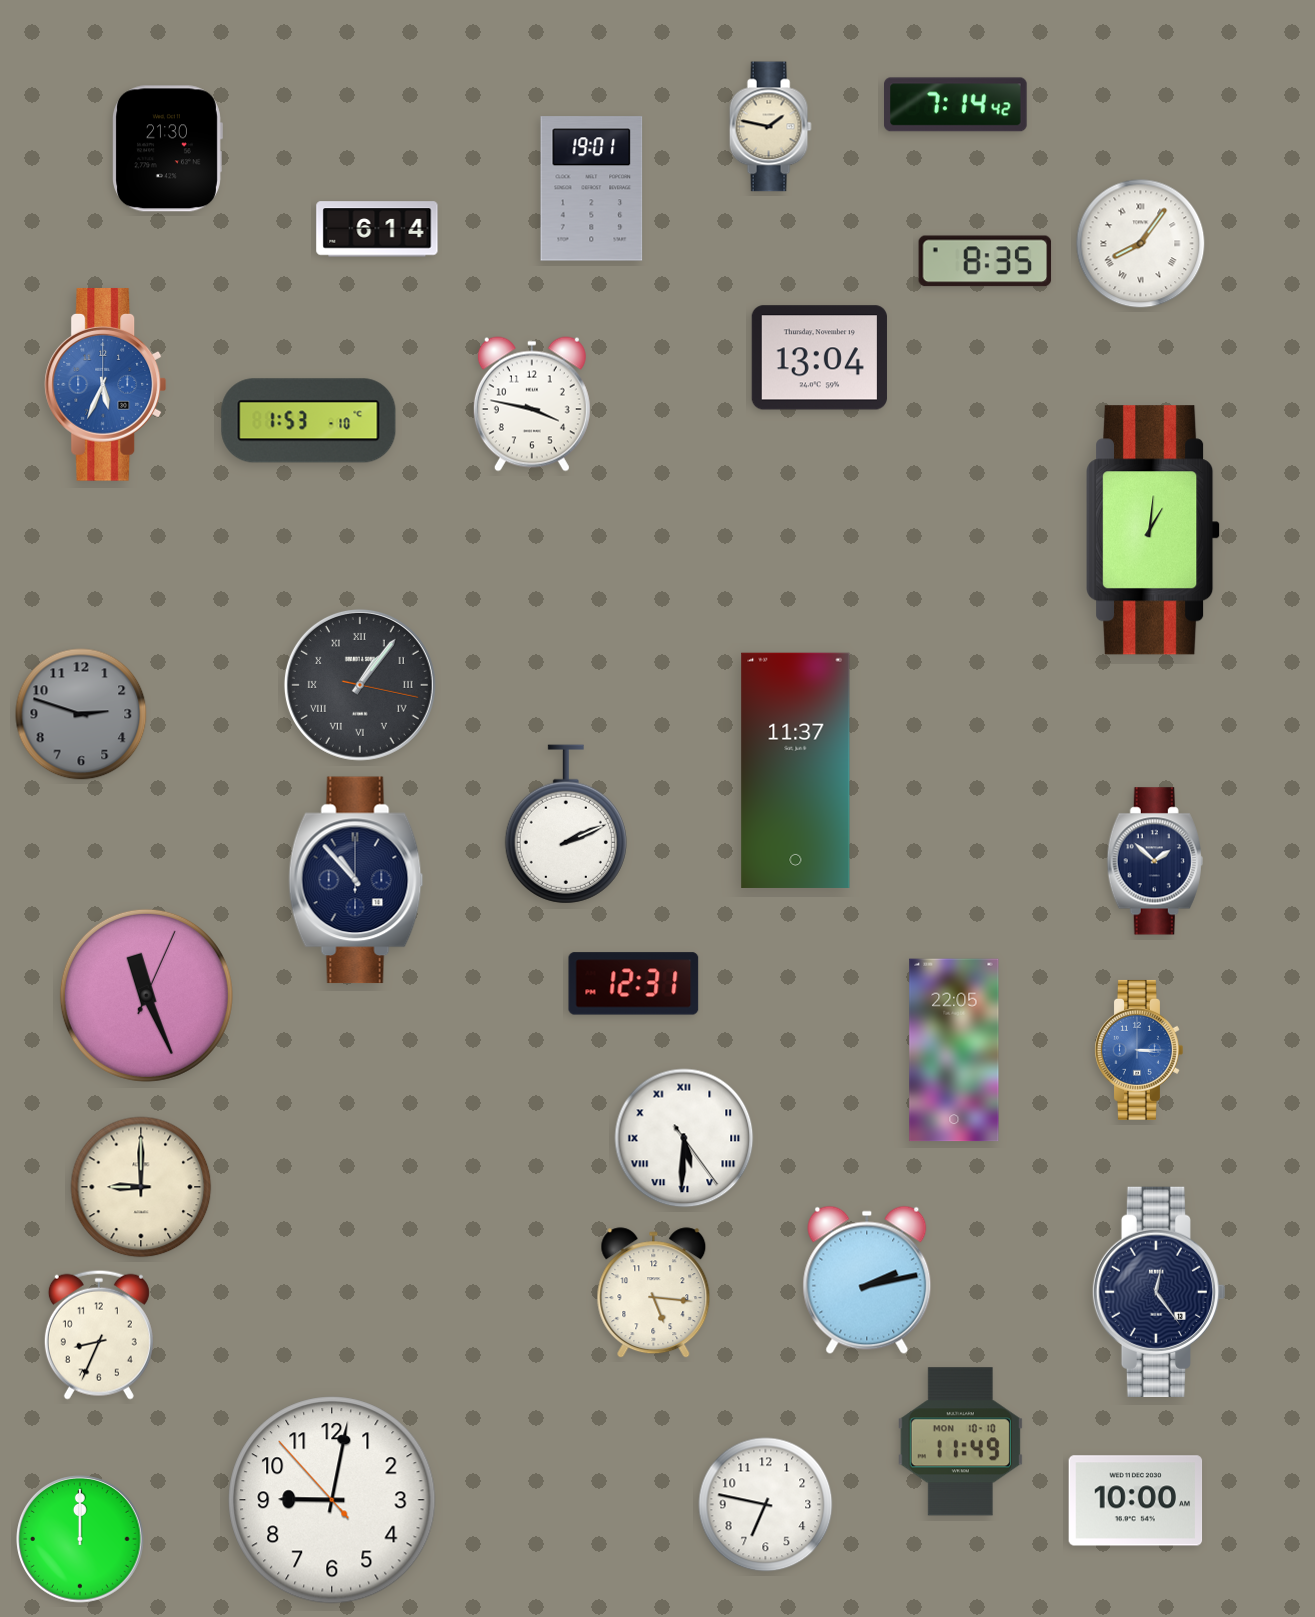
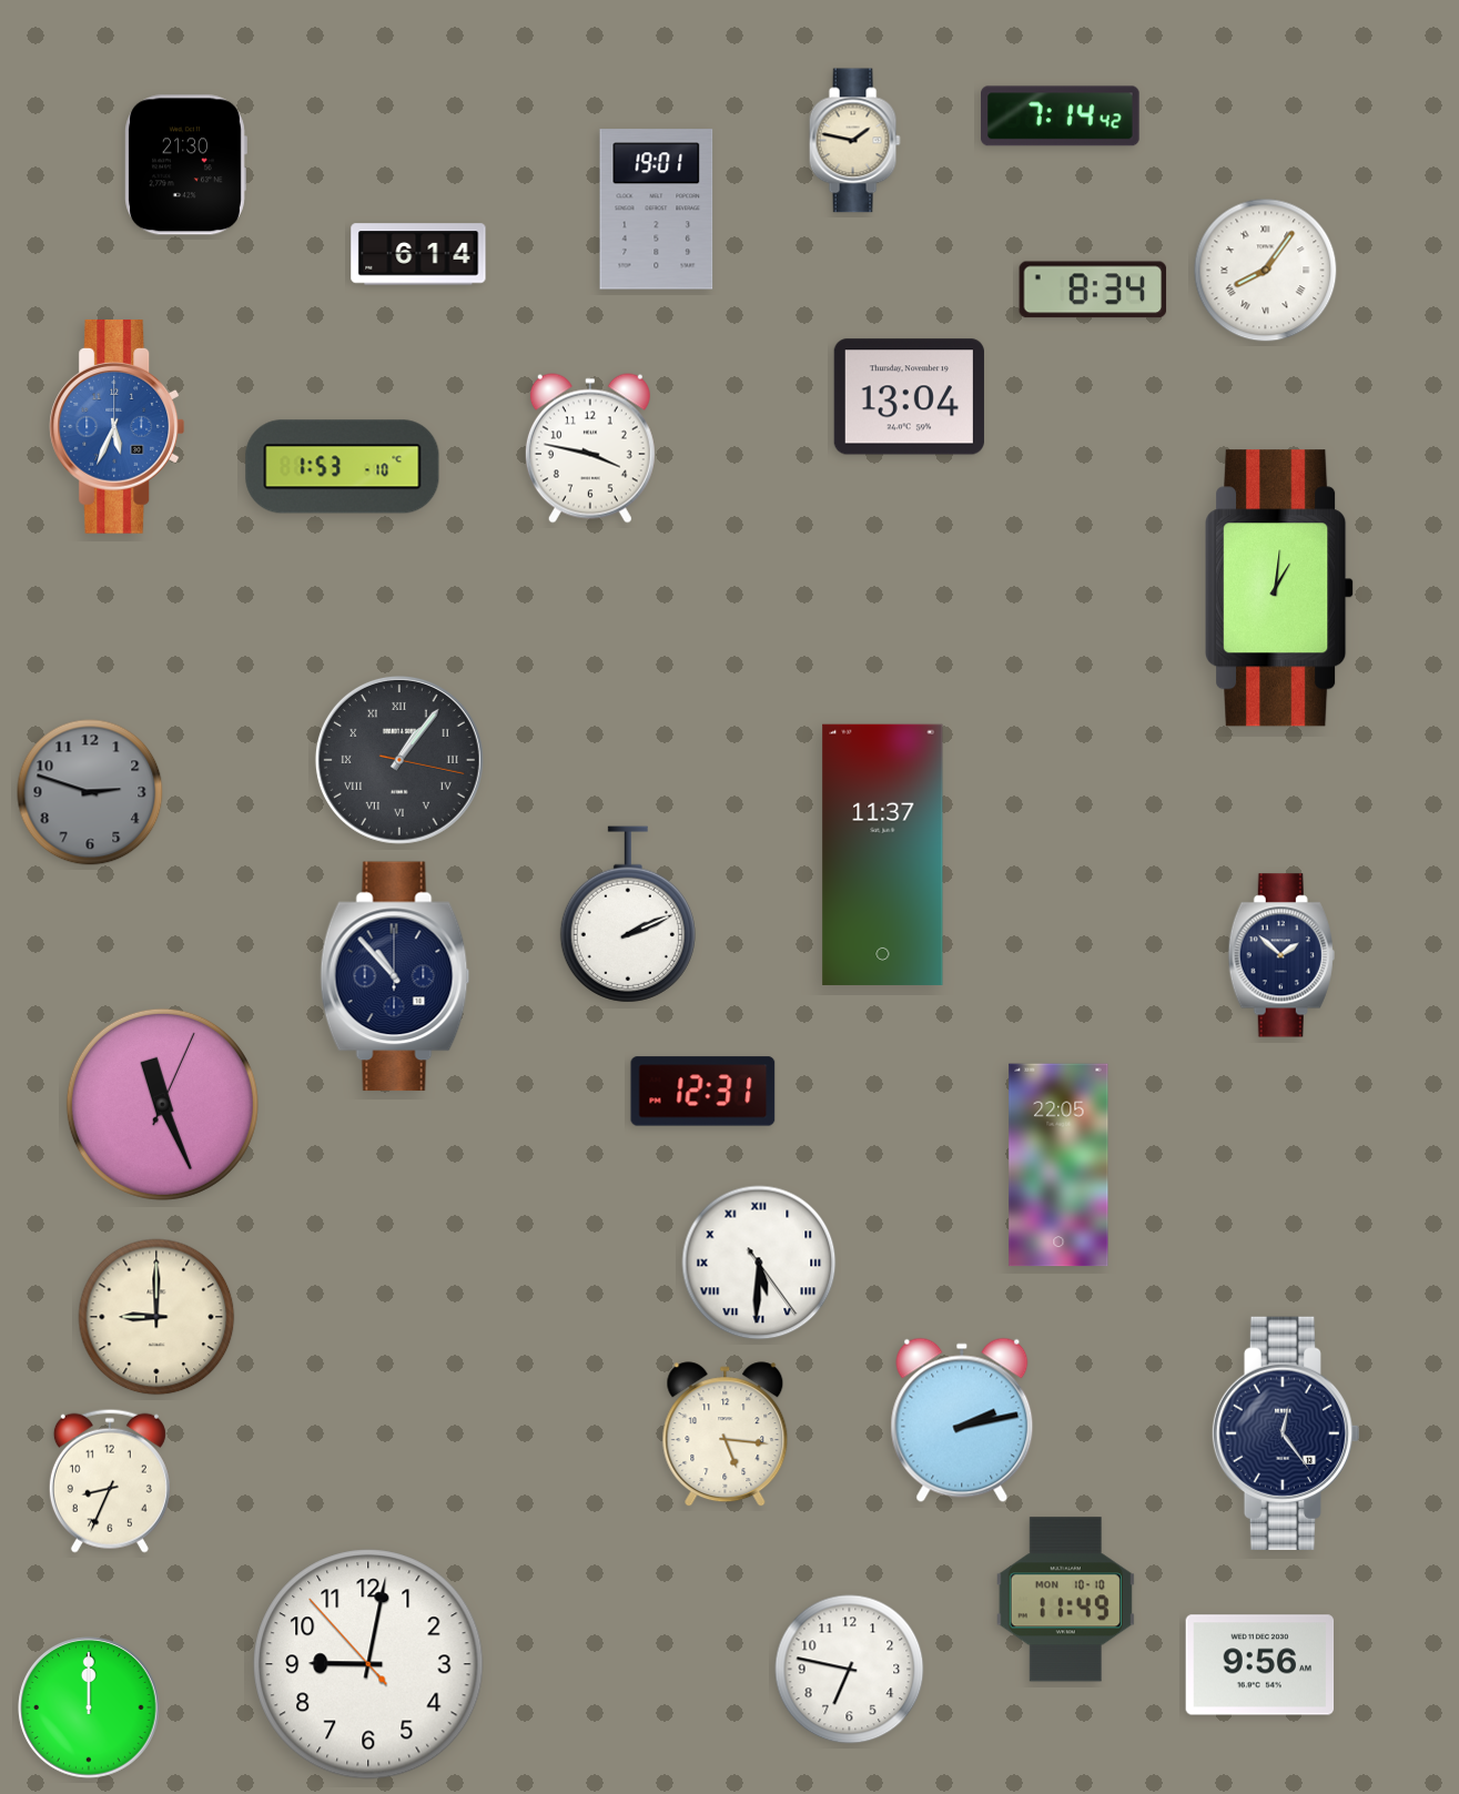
clock at (985, 261): 8:35 -> 8:34
clock at (1139, 1050): 3:15 -> none
clock at (1136, 1501): 10:00 -> 9:56
